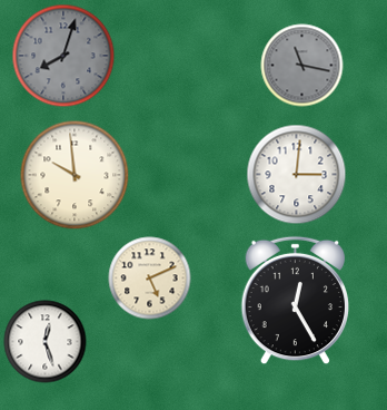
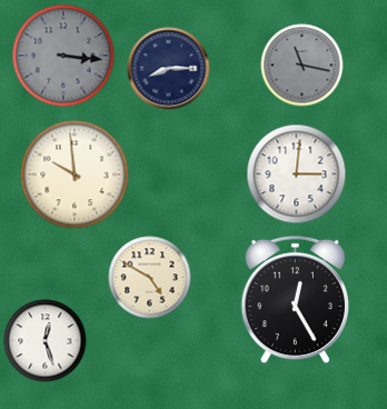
clock at (63, 56): 8:03 -> 3:16
clock at (169, 69): none -> 8:15
clock at (150, 279): 5:11 -> 4:50
